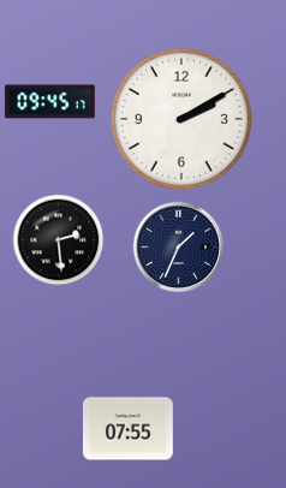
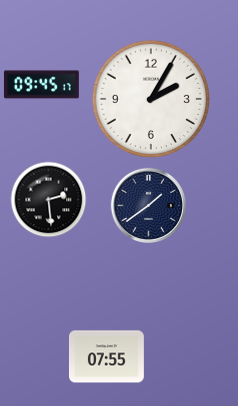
clock at (180, 118): 2:10 -> 2:05
clock at (179, 248): 1:34 -> 1:39
